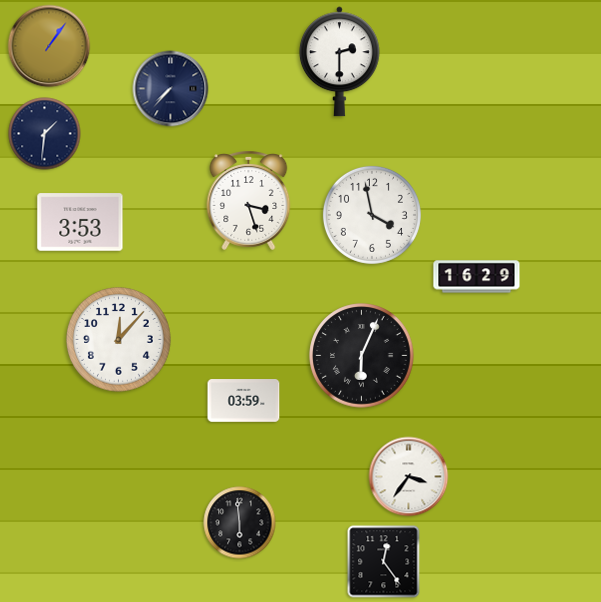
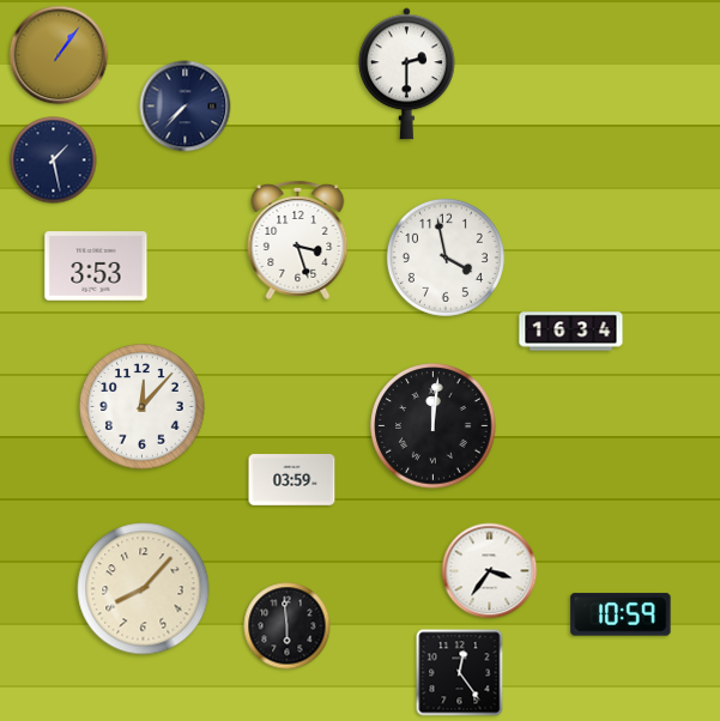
clock at (171, 89) position: (171, 89) -> (186, 107)
clock at (45, 134): 1:31 -> 1:28
clock at (477, 277): 16:29 -> 16:34
clock at (362, 356): 6:04 -> 12:01
clock at (144, 589): none -> 8:07
clock at (621, 614): none -> 10:59
